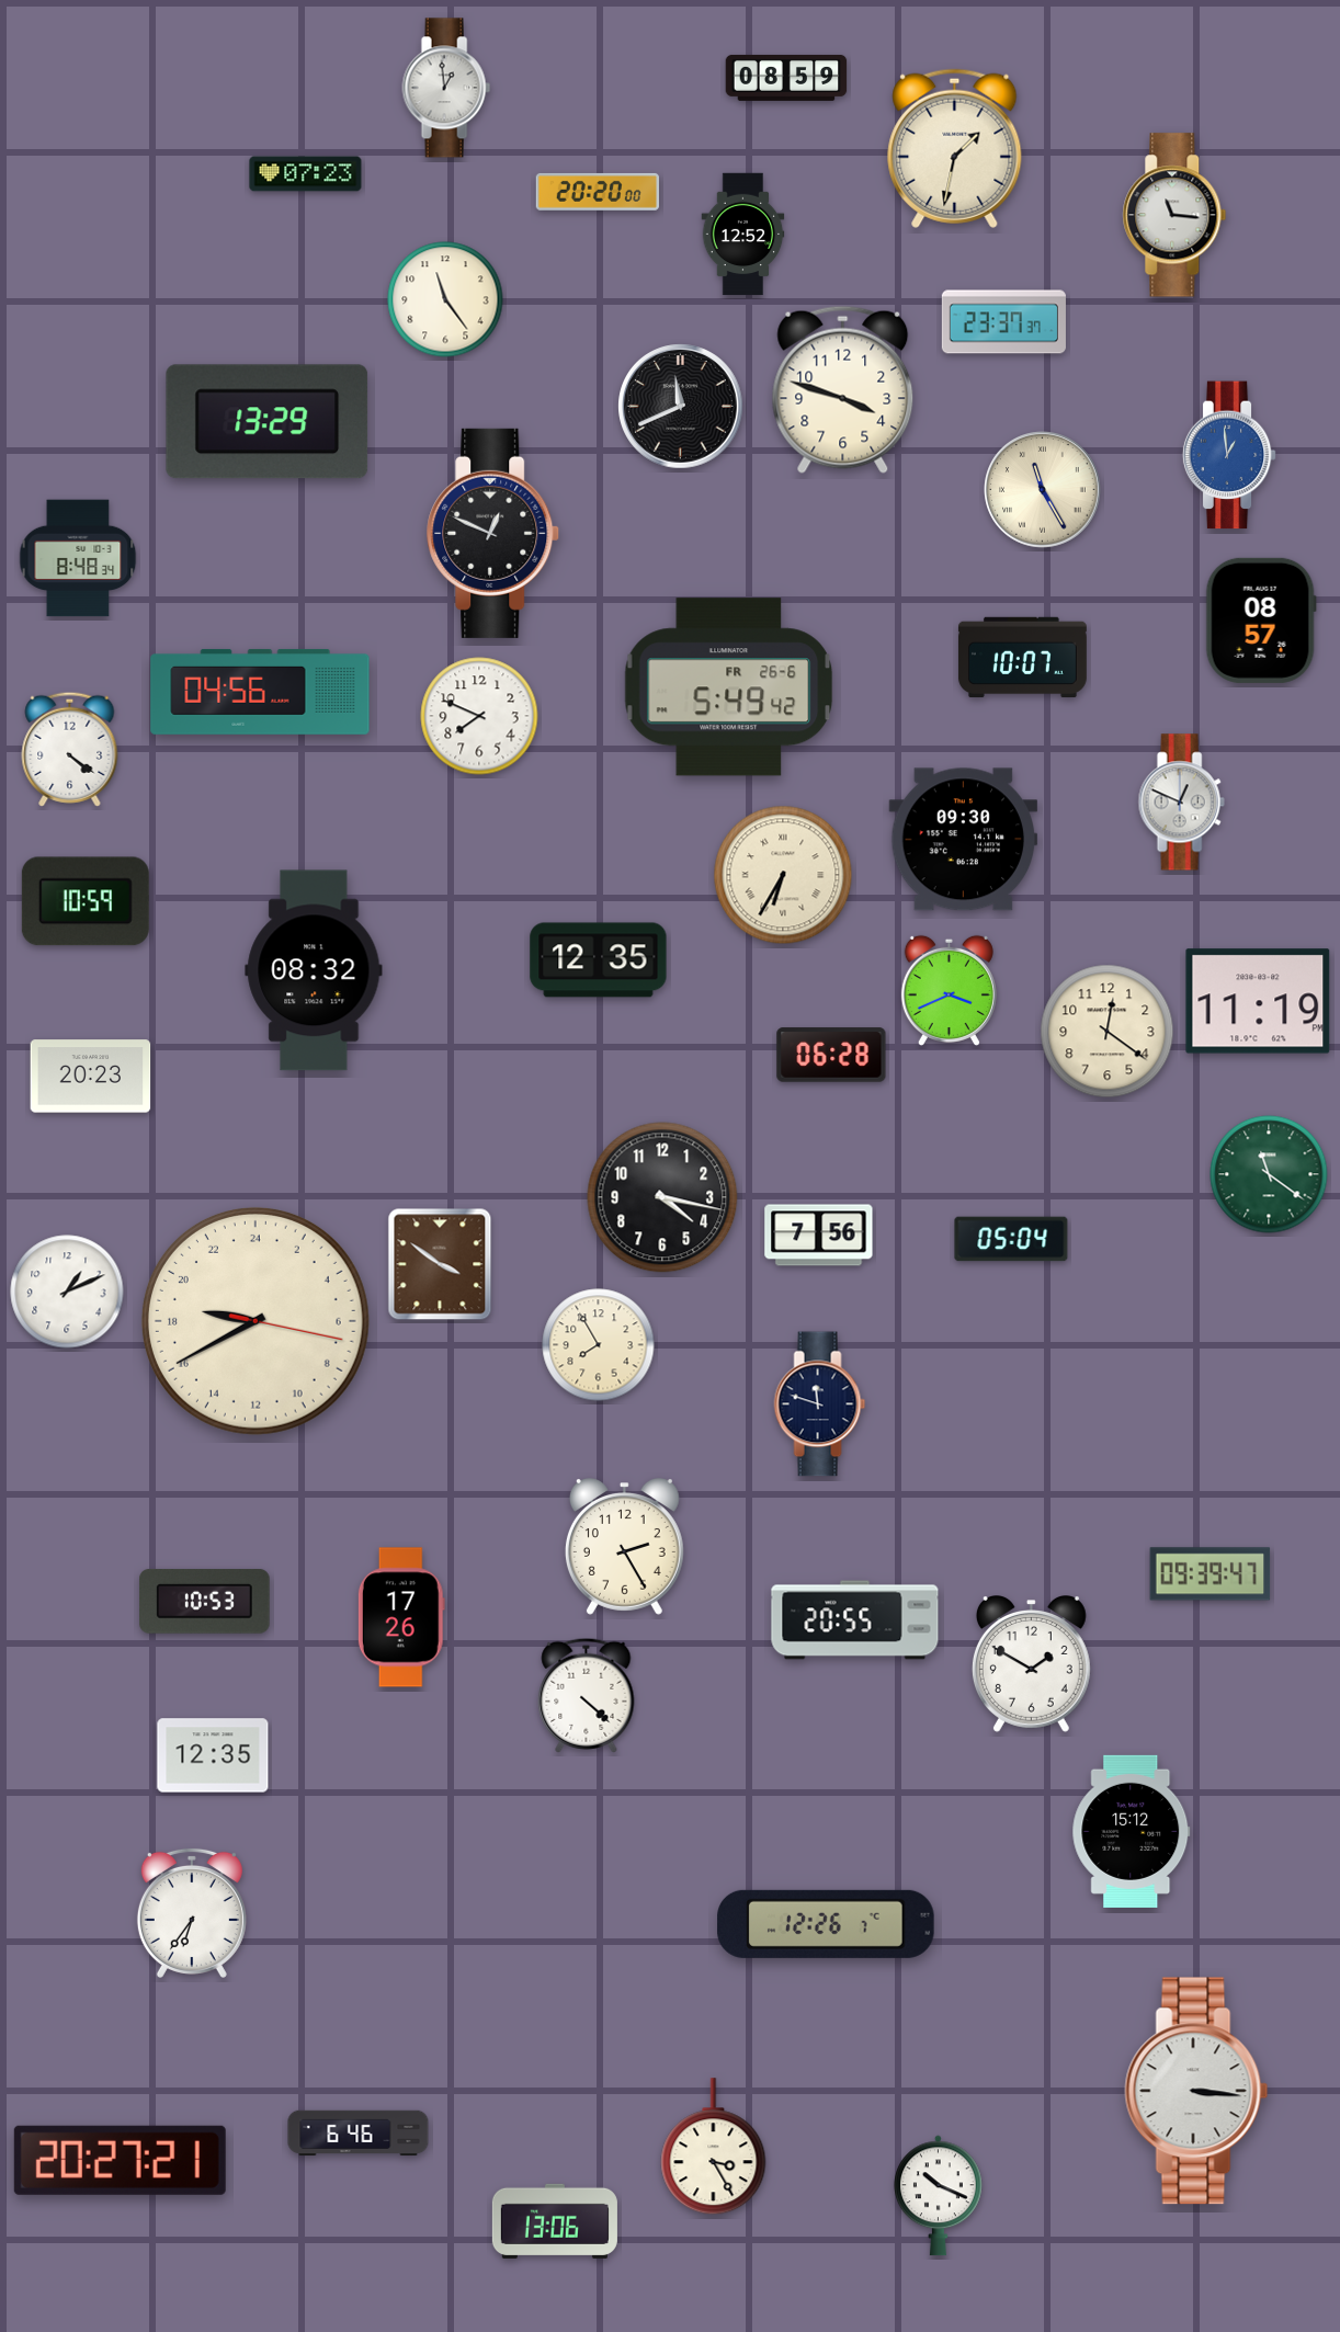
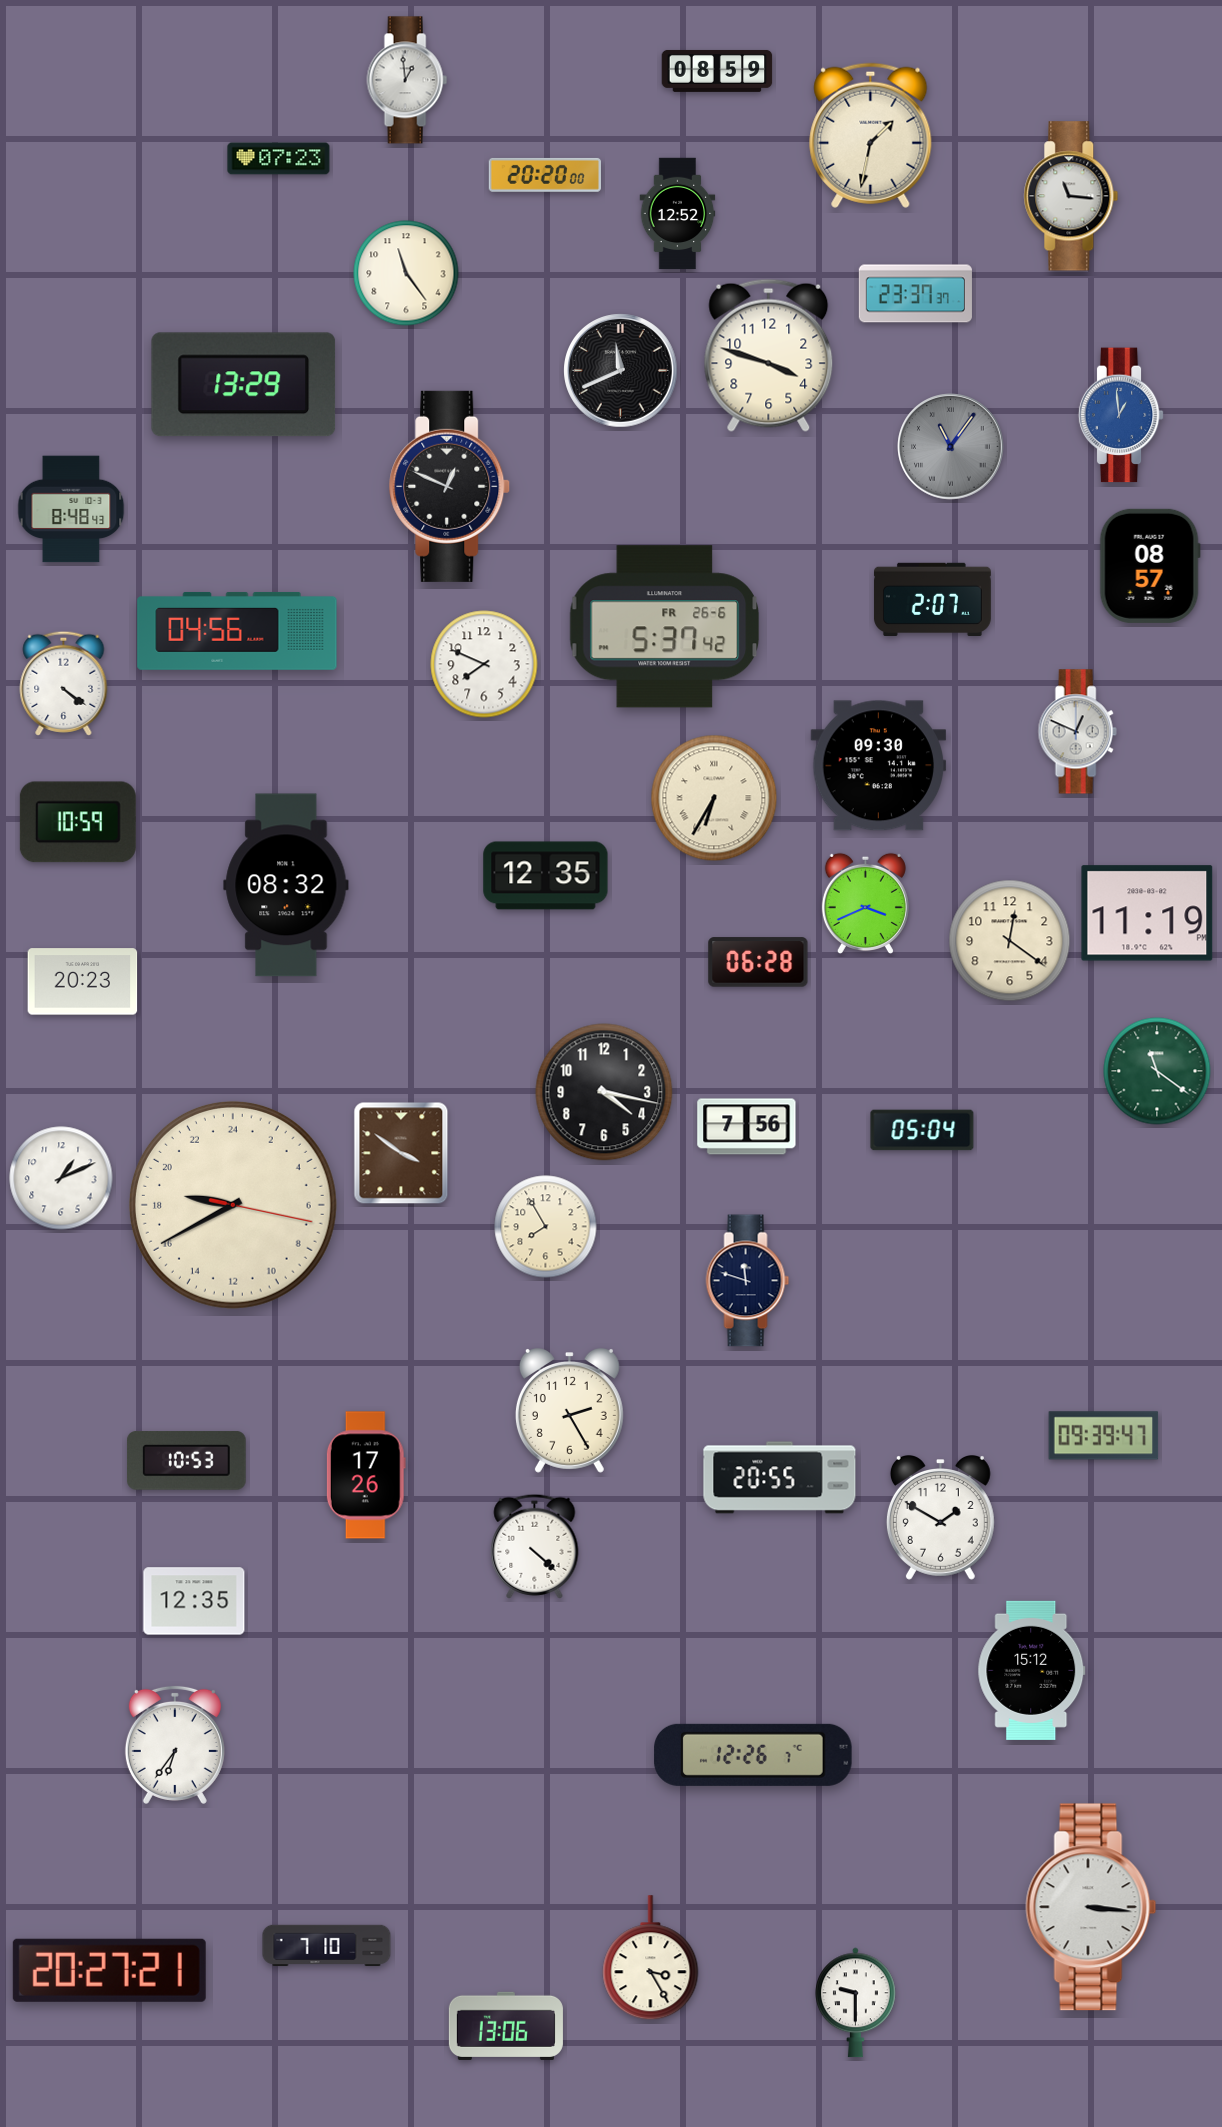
clock at (1043, 490): 11:25 -> 11:06
clock at (1043, 490) dial: cream -> grey
clock at (78, 558): 8:48:34 -> 8:48:43
clock at (1022, 657): 10:07 -> 2:07
clock at (729, 687): 5:49 -> 5:37
clock at (479, 716) position: (479, 716) -> (484, 664)
clock at (359, 2134): 6:46 -> 7:10
clock at (939, 2196): 10:19 -> 9:30
